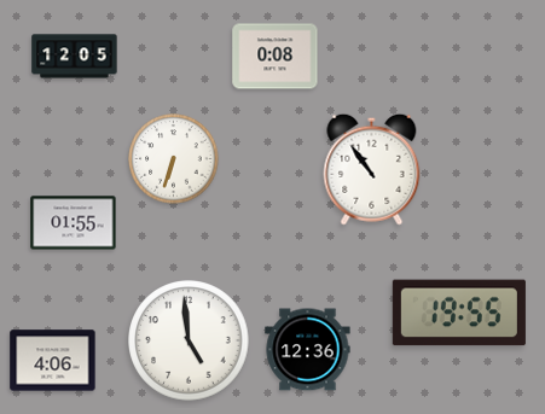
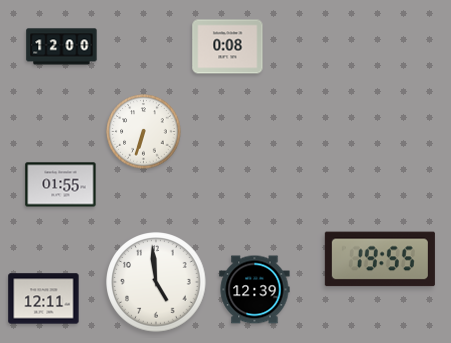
clock at (75, 57): 12:05 -> 12:00
clock at (372, 169): 10:54 -> none
clock at (308, 350): 12:36 -> 12:39
clock at (53, 361): 4:06 -> 12:11
